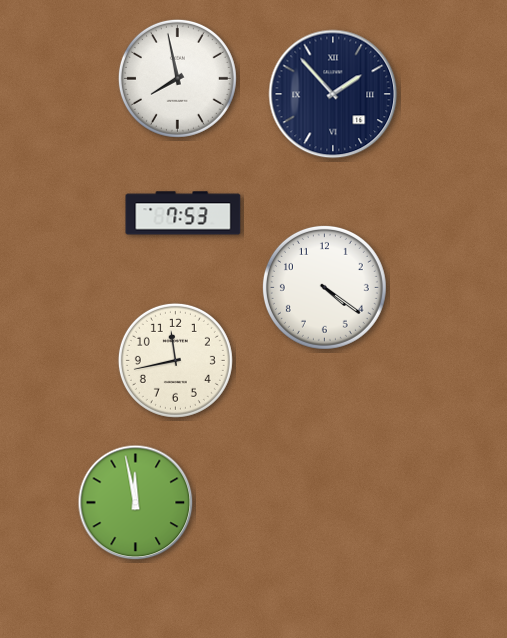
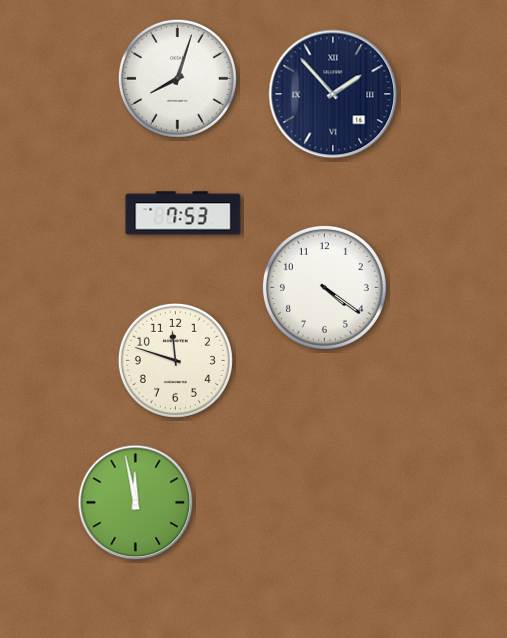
clock at (177, 78): 7:58 -> 8:03
clock at (175, 360): 11:43 -> 11:48
